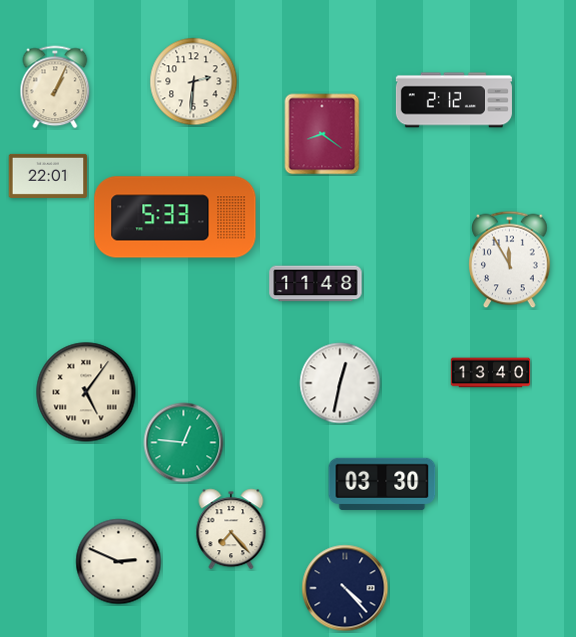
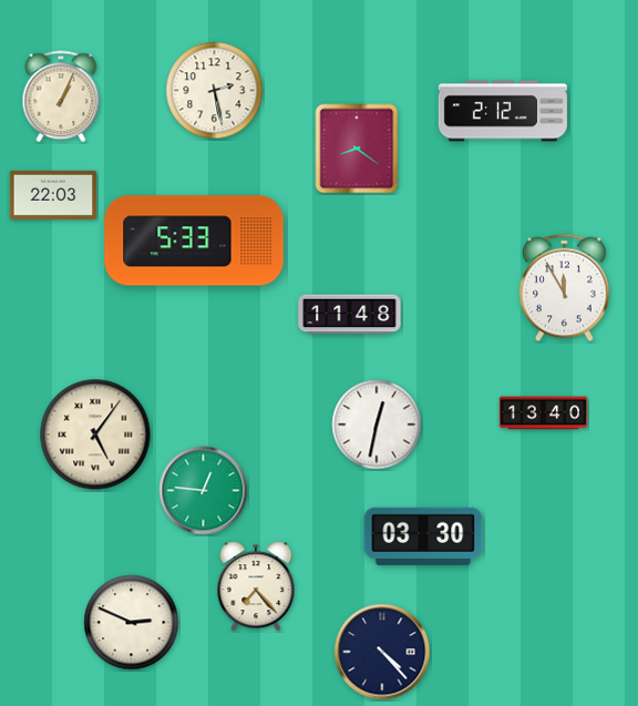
clock at (194, 82): 2:31 -> 2:28
clock at (48, 176): 22:01 -> 22:03
